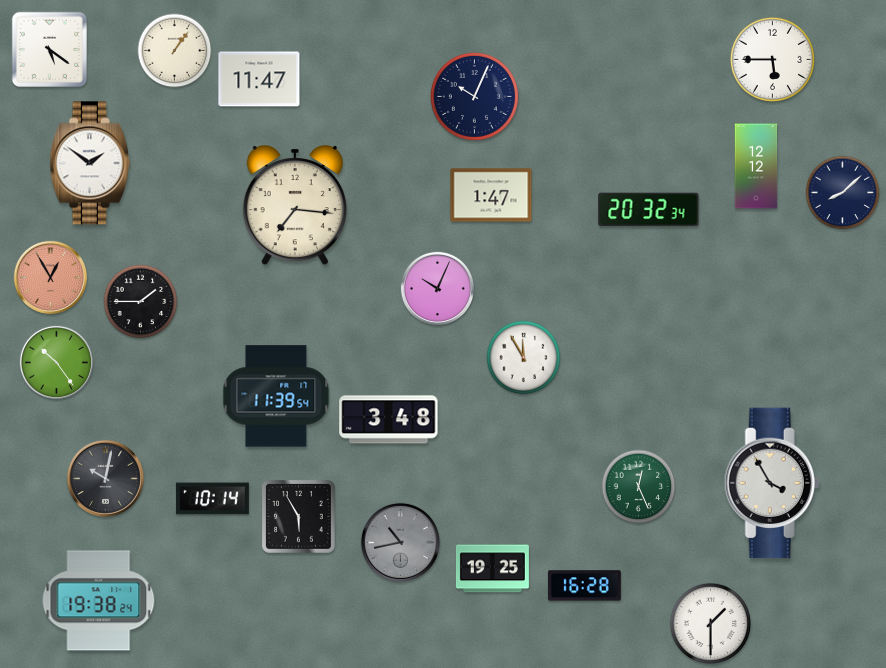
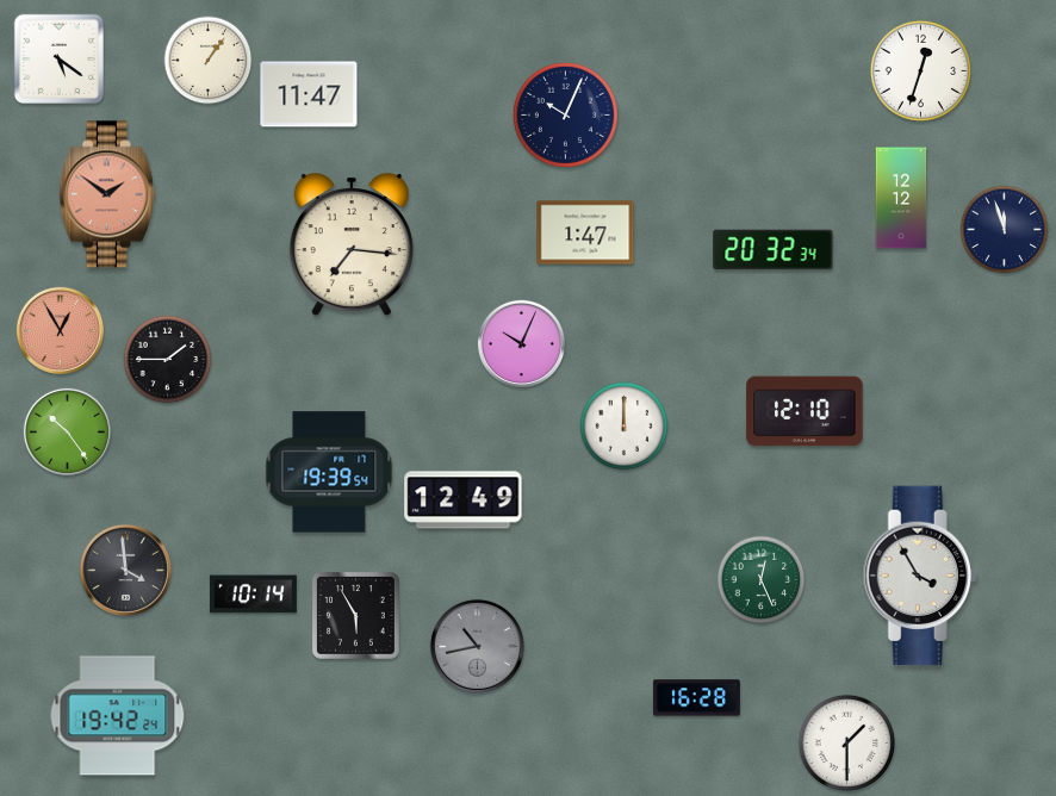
clock at (772, 59): 5:45 -> 12:33
clock at (90, 163) dial: white -> salmon
clock at (843, 193): 8:08 -> 11:57
clock at (805, 411): none -> 12:10
clock at (524, 358): 11:55 -> 12:00
clock at (276, 396): 11:39 -> 19:39
clock at (389, 420): 3:48 -> 12:49
clock at (105, 478): 10:02 -> 3:59
clock at (492, 569): 19:25 -> none
clock at (99, 601): 19:38 -> 19:42
